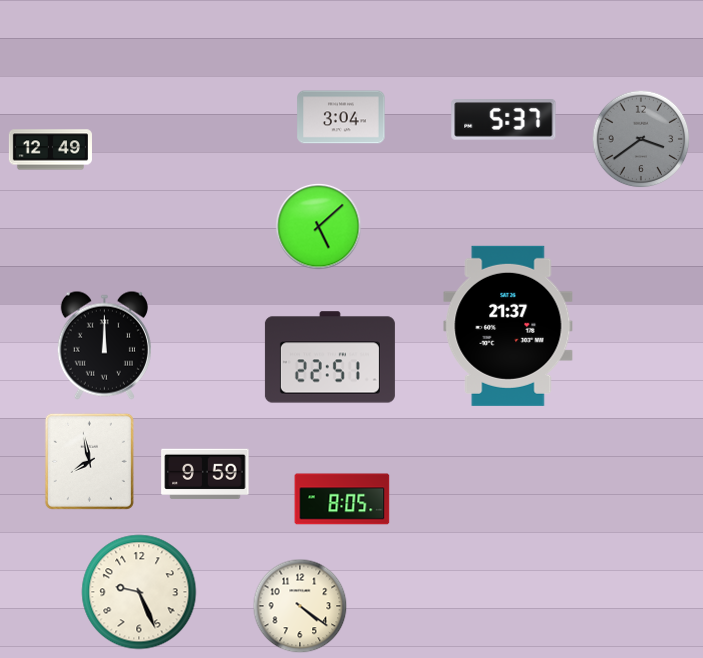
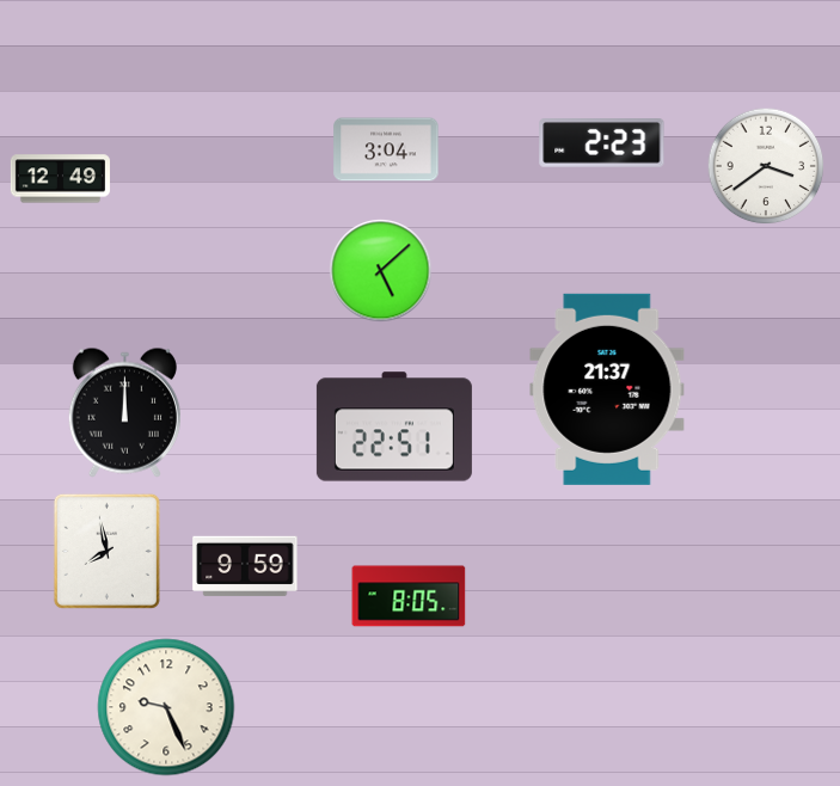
clock at (341, 117) position: (341, 117) -> (386, 149)
clock at (504, 120): 5:37 -> 2:23
clock at (641, 139) dial: grey -> white
clock at (300, 606): 4:21 -> none
